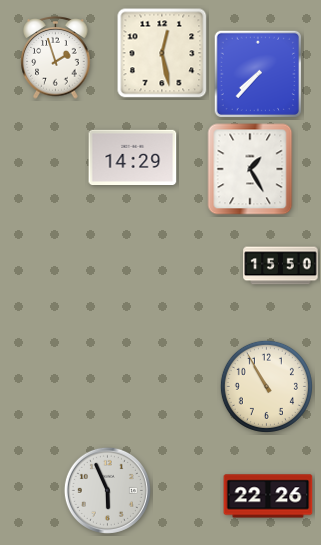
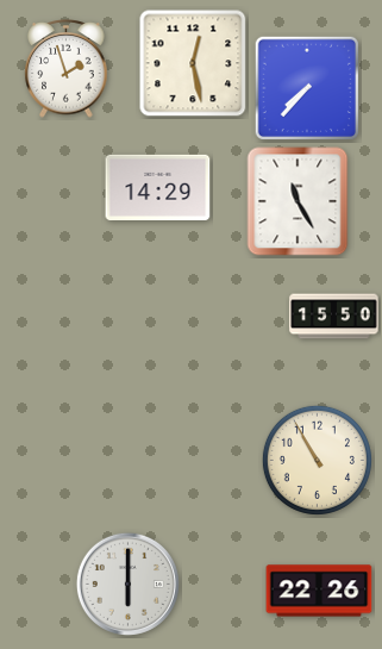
clock at (250, 169): 1:25 -> 11:25
clock at (107, 490): 5:56 -> 6:00
